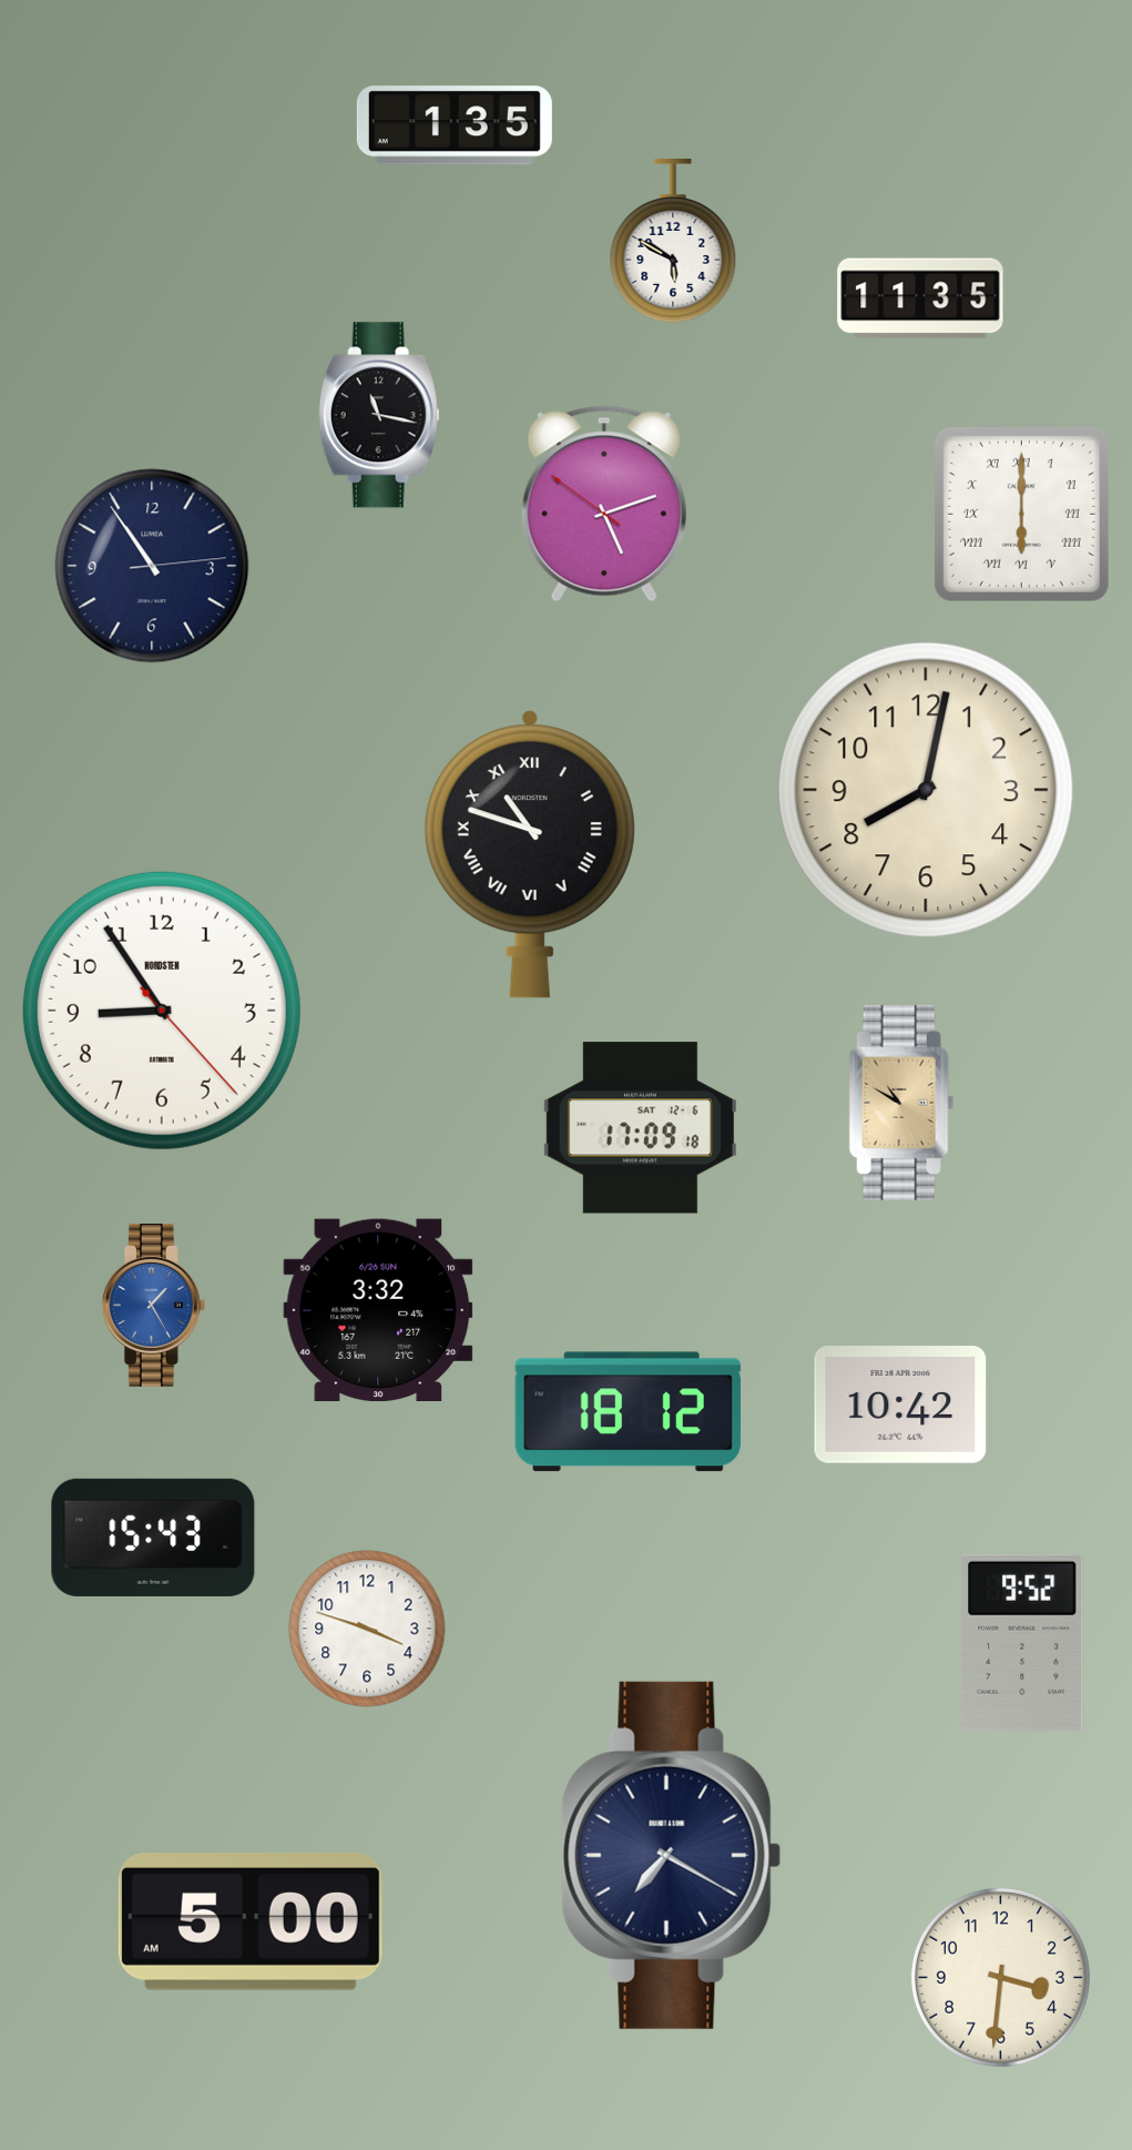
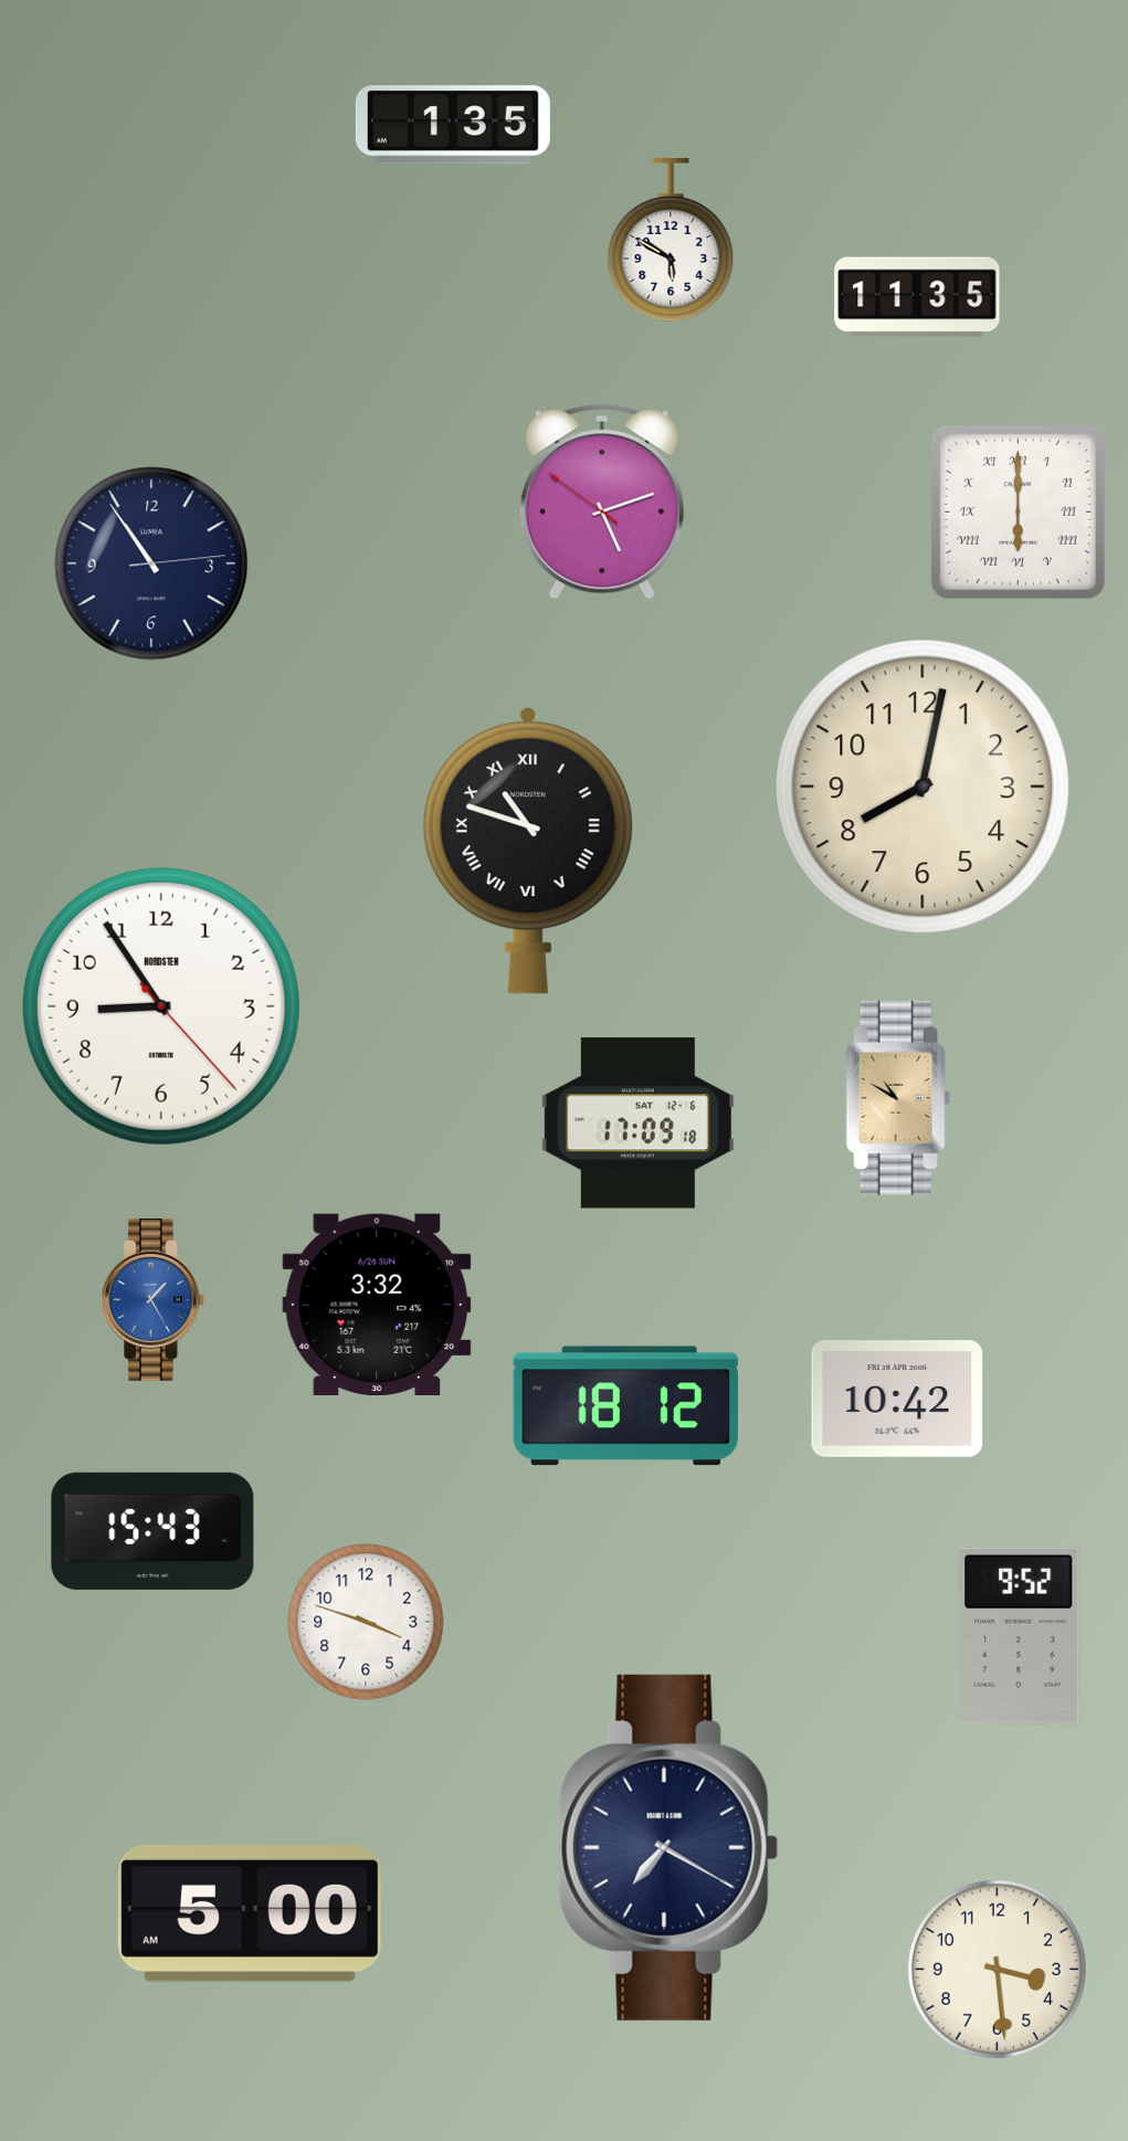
clock at (379, 415): 11:17 -> none
clock at (1000, 1977): 3:31 -> 3:29
